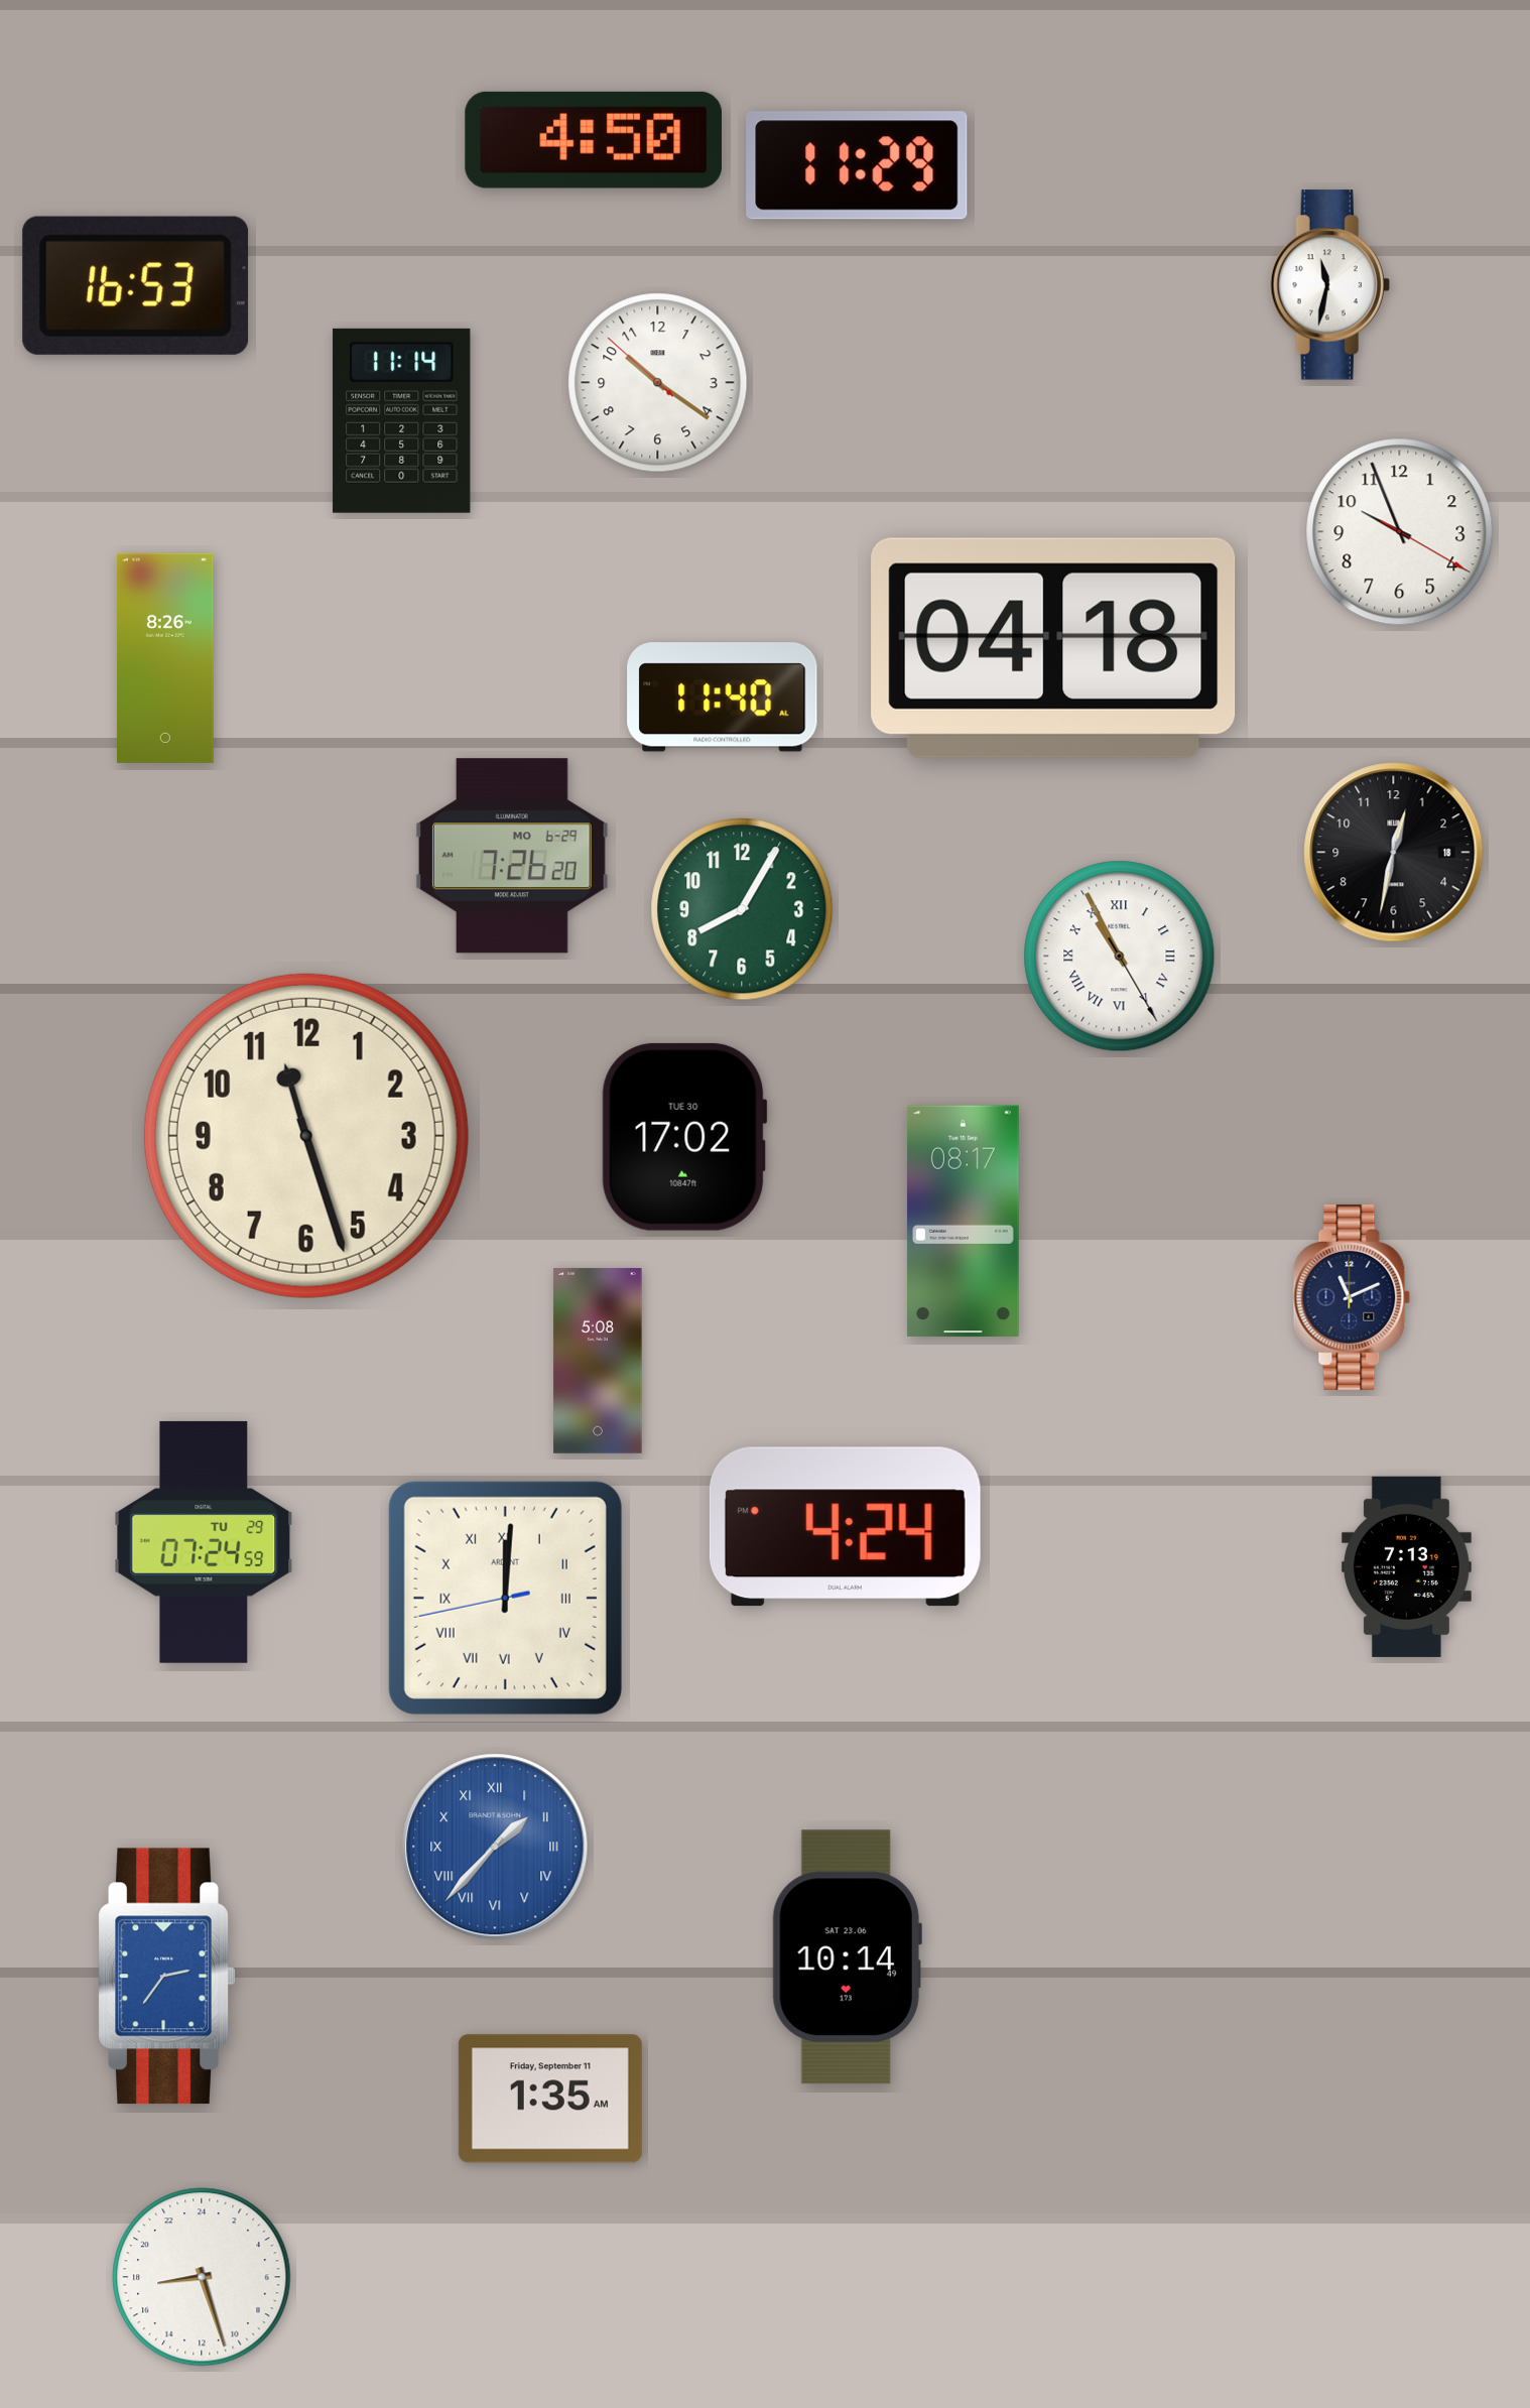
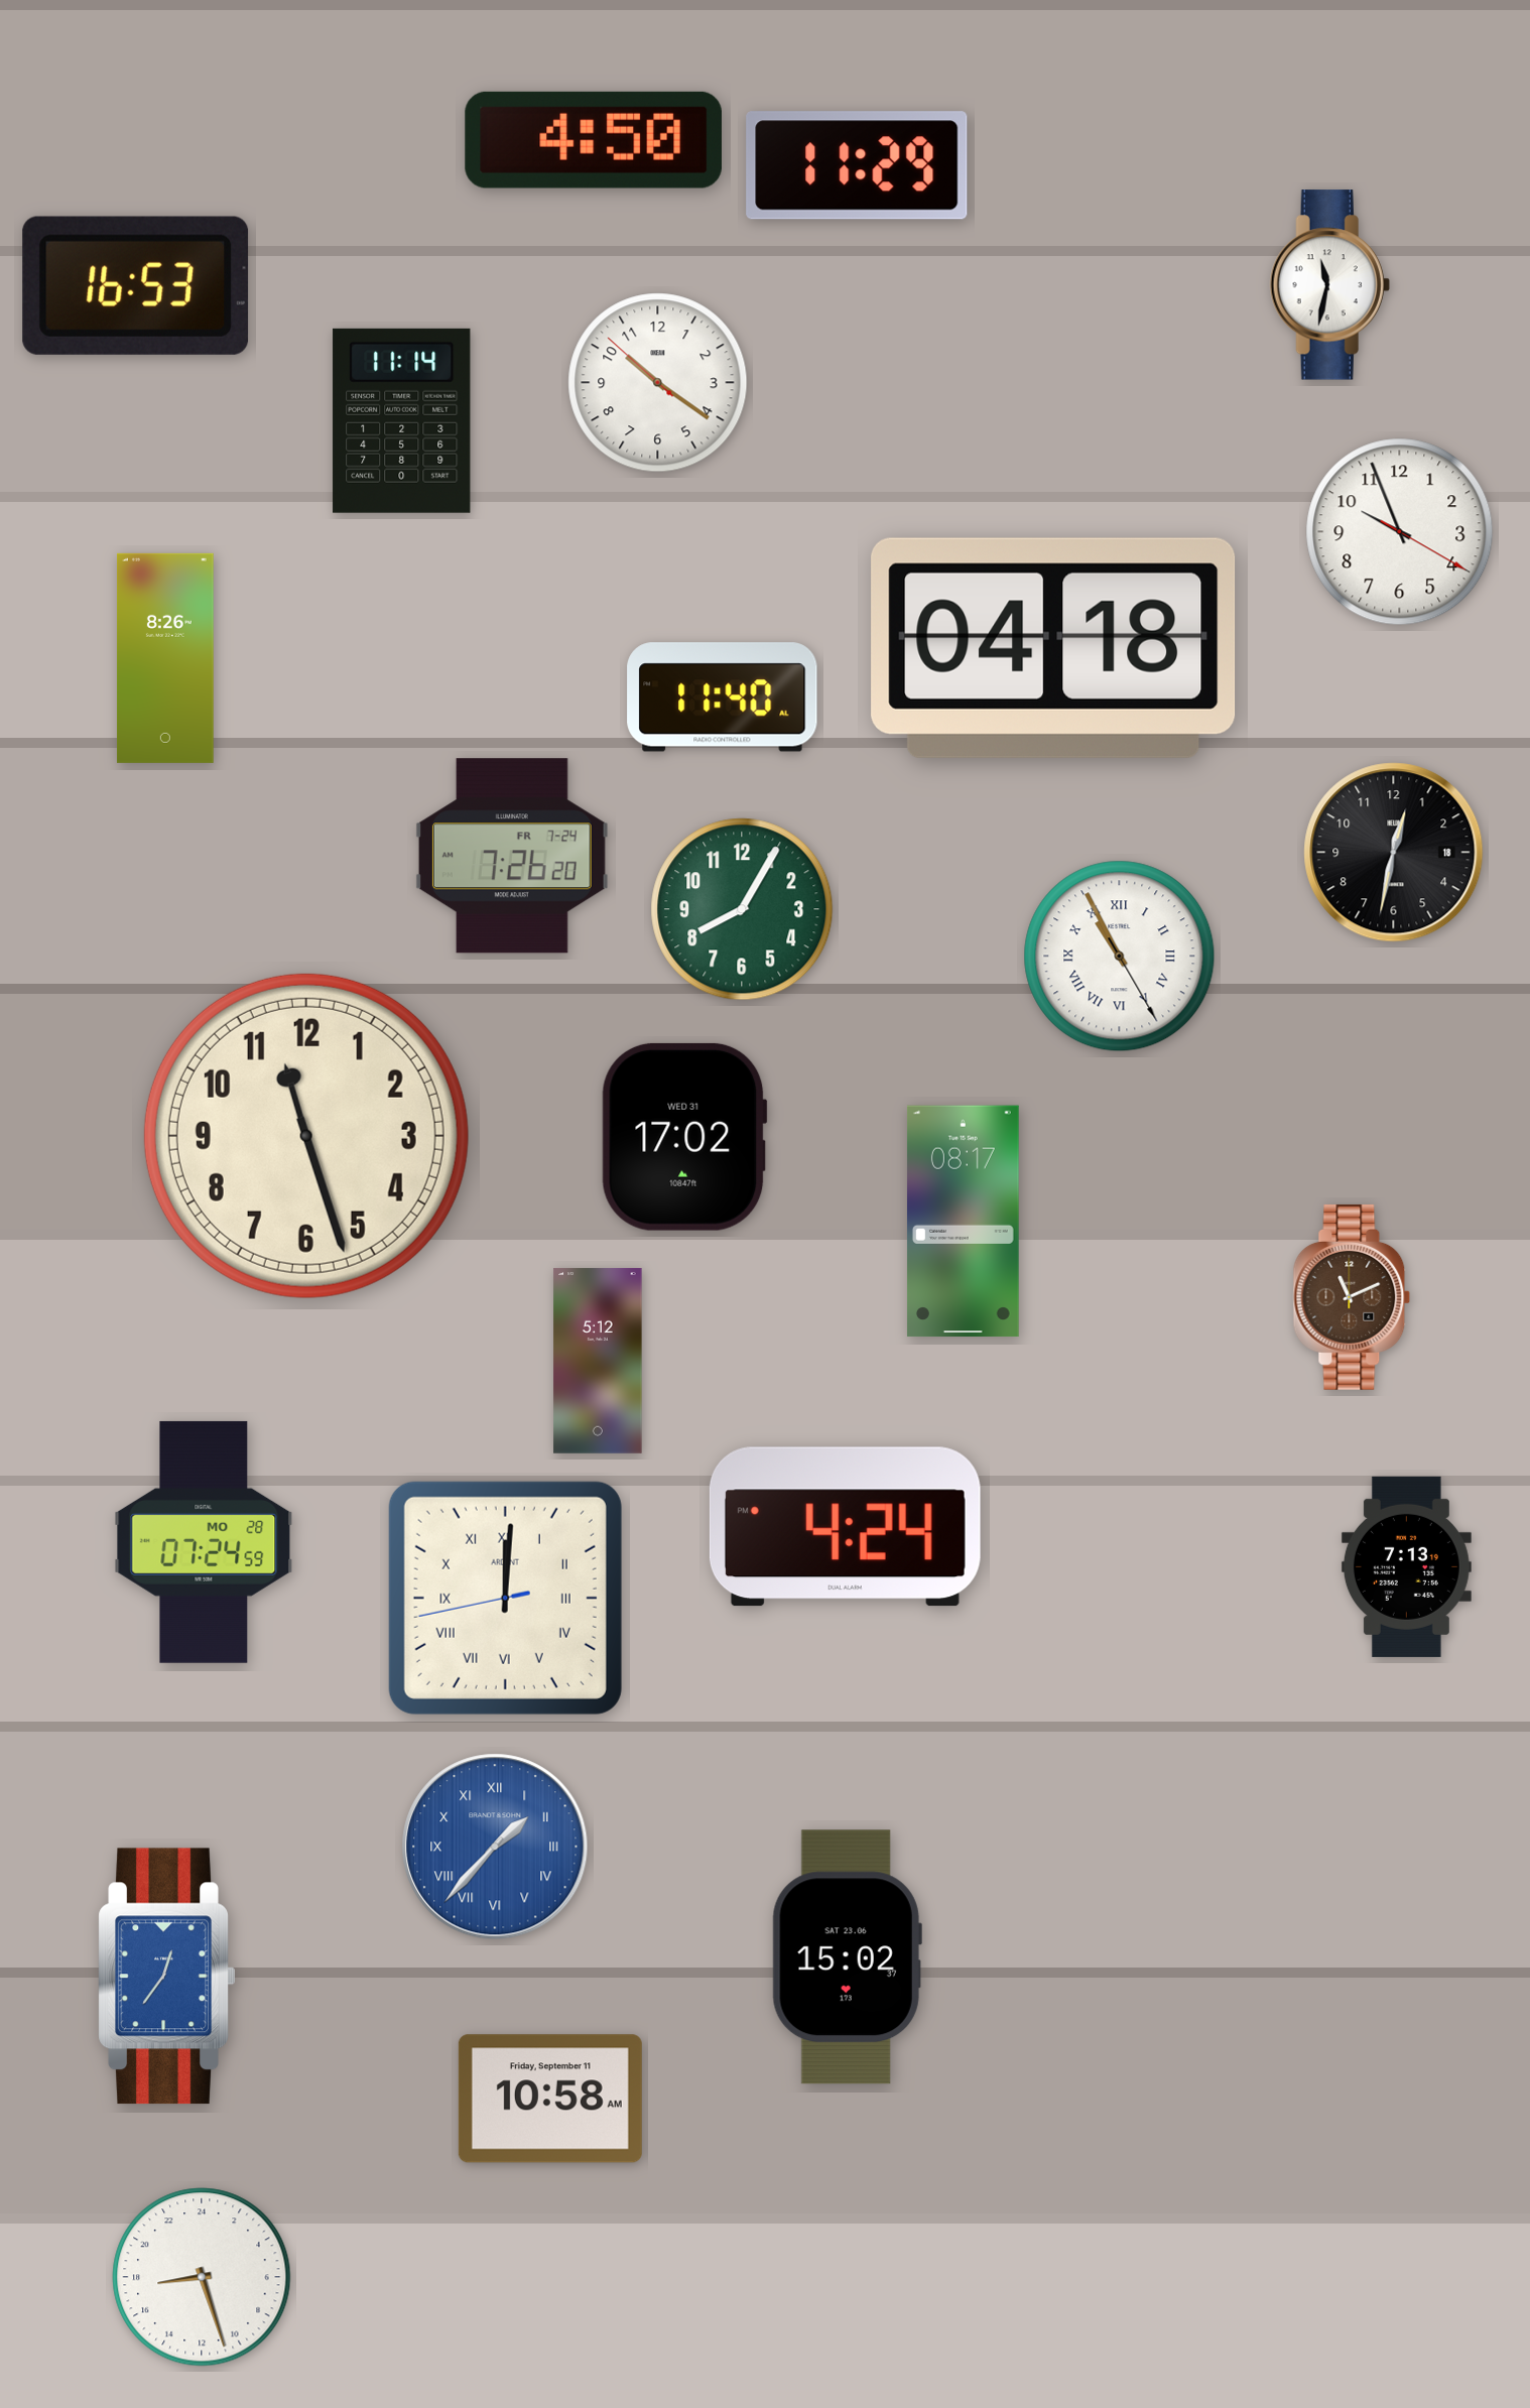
clock at (512, 856) date: MO 6-29 -> FR 7-24
clock at (684, 1137) date: TUE 30 -> WED 31
clock at (1352, 1297) dial: navy -> brown
clock at (598, 1361): 5:08 -> 5:12
clock at (204, 1542) date: TU 29 -> MO 28
clock at (847, 1957): 10:14 -> 15:02
clock at (166, 1977): 2:36 -> 12:36
clock at (550, 2099): 1:35 -> 10:58
